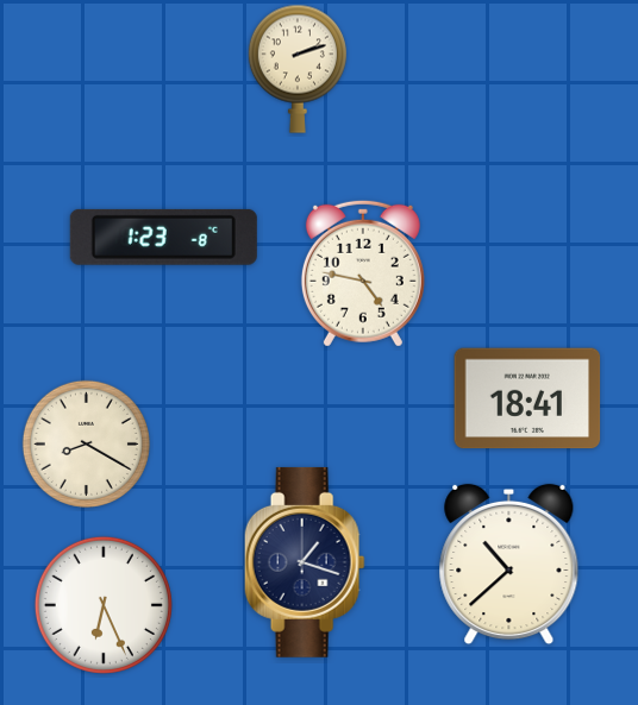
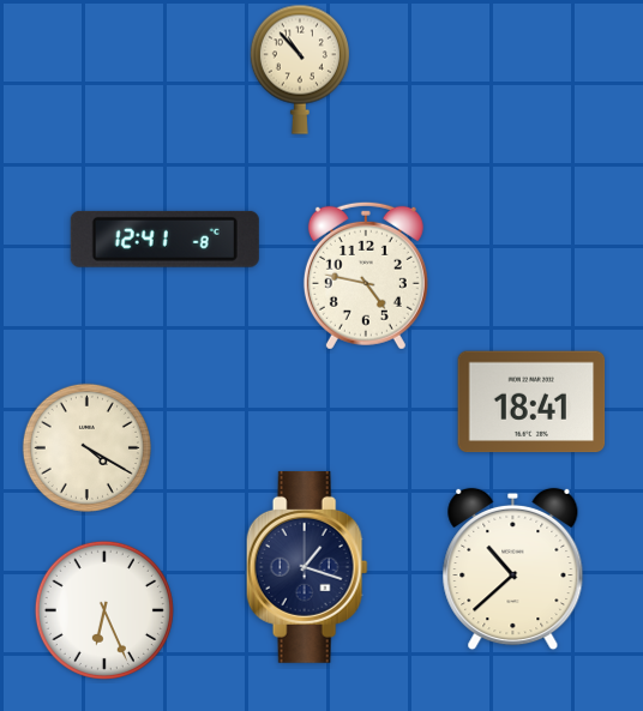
clock at (298, 69): 2:12 -> 10:53
clock at (163, 237): 1:23 -> 12:41
clock at (86, 443): 8:20 -> 4:20
